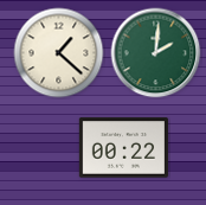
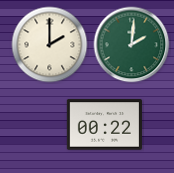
clock at (59, 53): 1:22 -> 2:00
